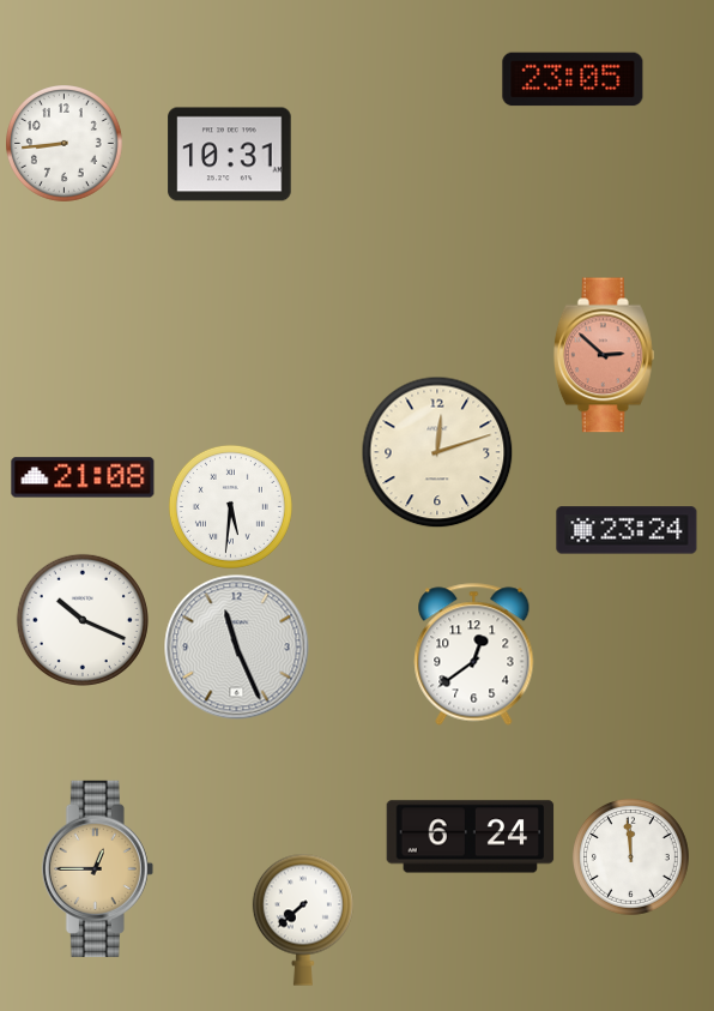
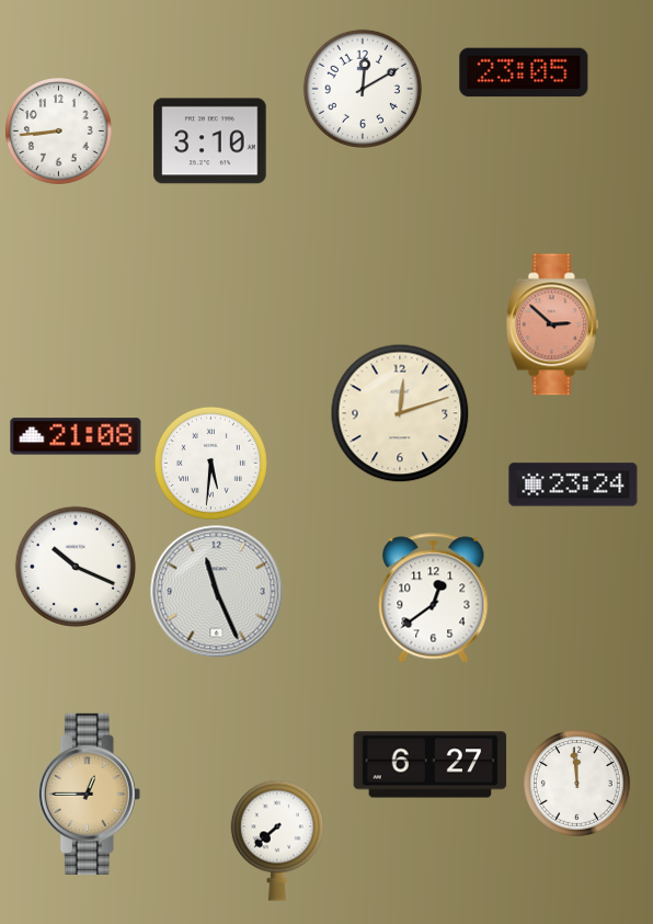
clock at (363, 89): none -> 12:10
clock at (230, 155): 10:31 -> 3:10
clock at (471, 837): 6:24 -> 6:27
